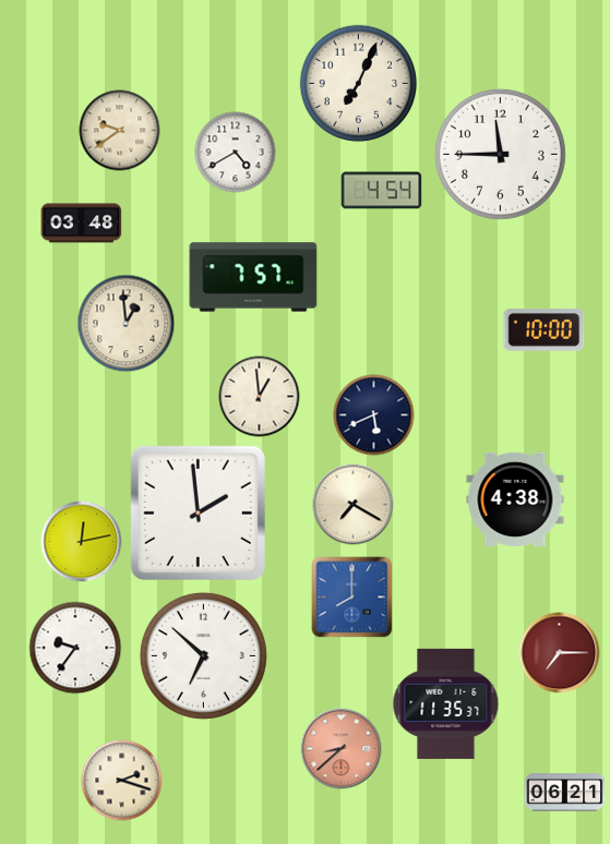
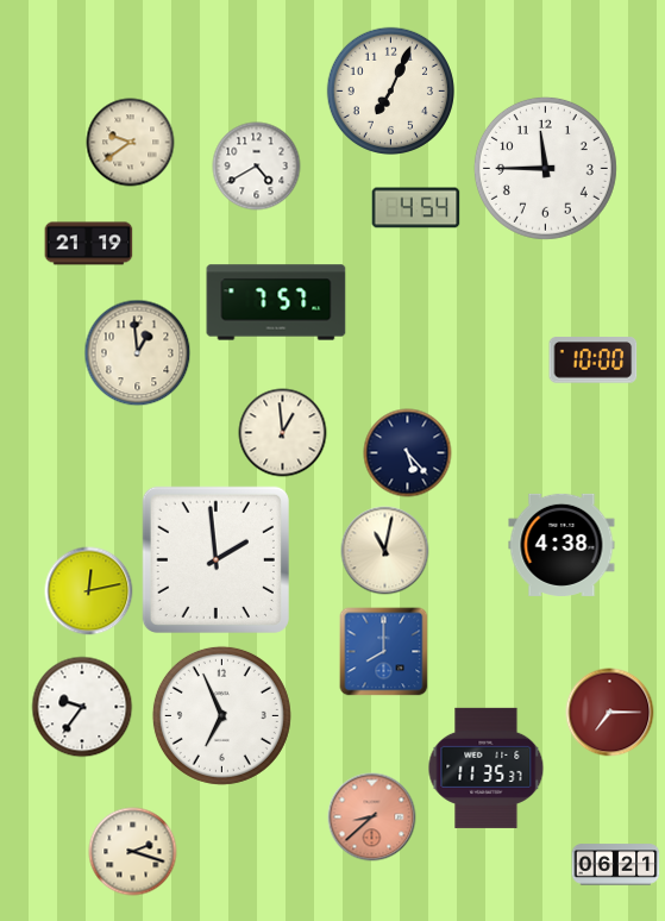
clock at (82, 224): 03:48 -> 21:19
clock at (374, 415): 5:41 -> 5:23
clock at (354, 505): 7:20 -> 11:02
clock at (203, 655): 6:52 -> 6:56
